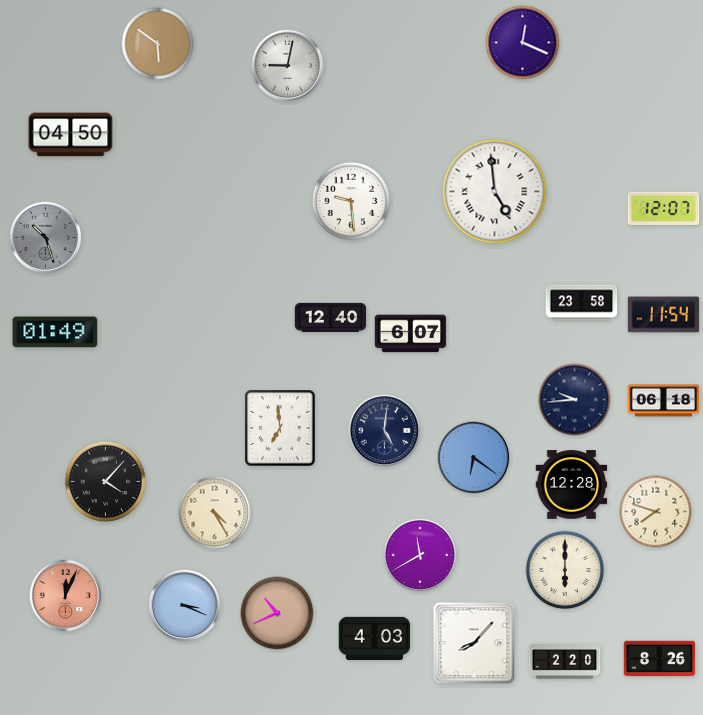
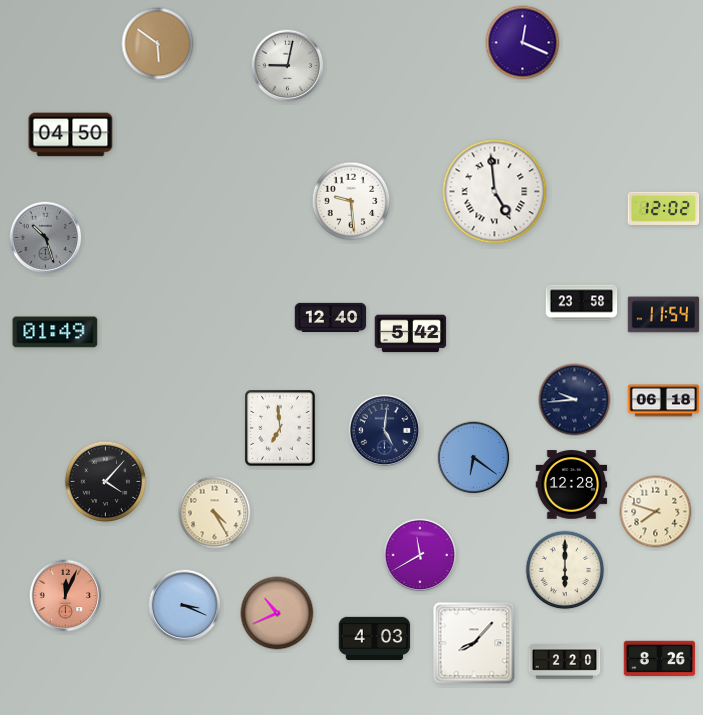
clock at (664, 208): 12:07 -> 12:02
clock at (411, 334): 6:07 -> 5:42
